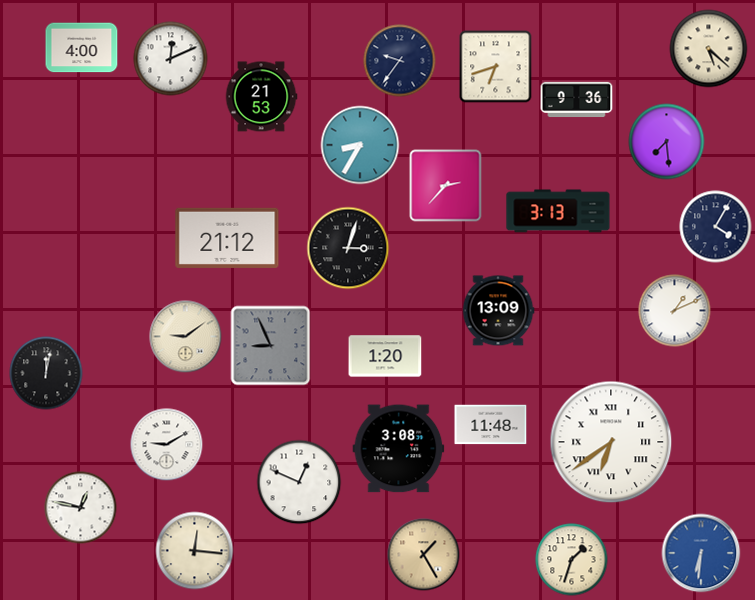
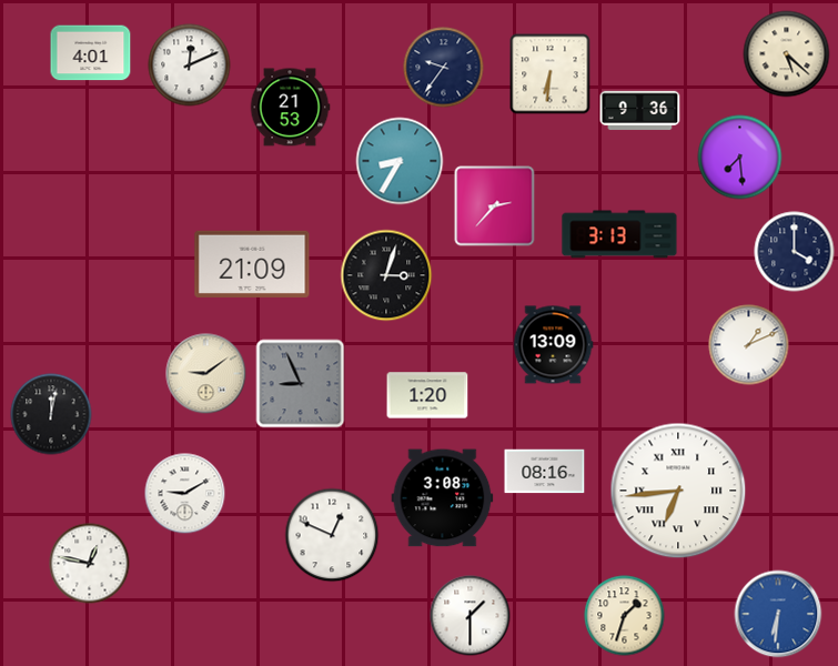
clock at (82, 48): 4:00 -> 4:01
clock at (496, 67): 6:42 -> 6:31
clock at (716, 227): 4:05 -> 4:00
clock at (227, 238): 21:12 -> 21:09
clock at (491, 425): 11:48 -> 08:16
clock at (611, 442): 6:39 -> 6:44
clock at (195, 551): 12:16 -> none
clock at (424, 555): 1:25 -> 1:30
clock at (424, 555) dial: champagne -> white
clock at (572, 560) position: (572, 560) -> (625, 616)
